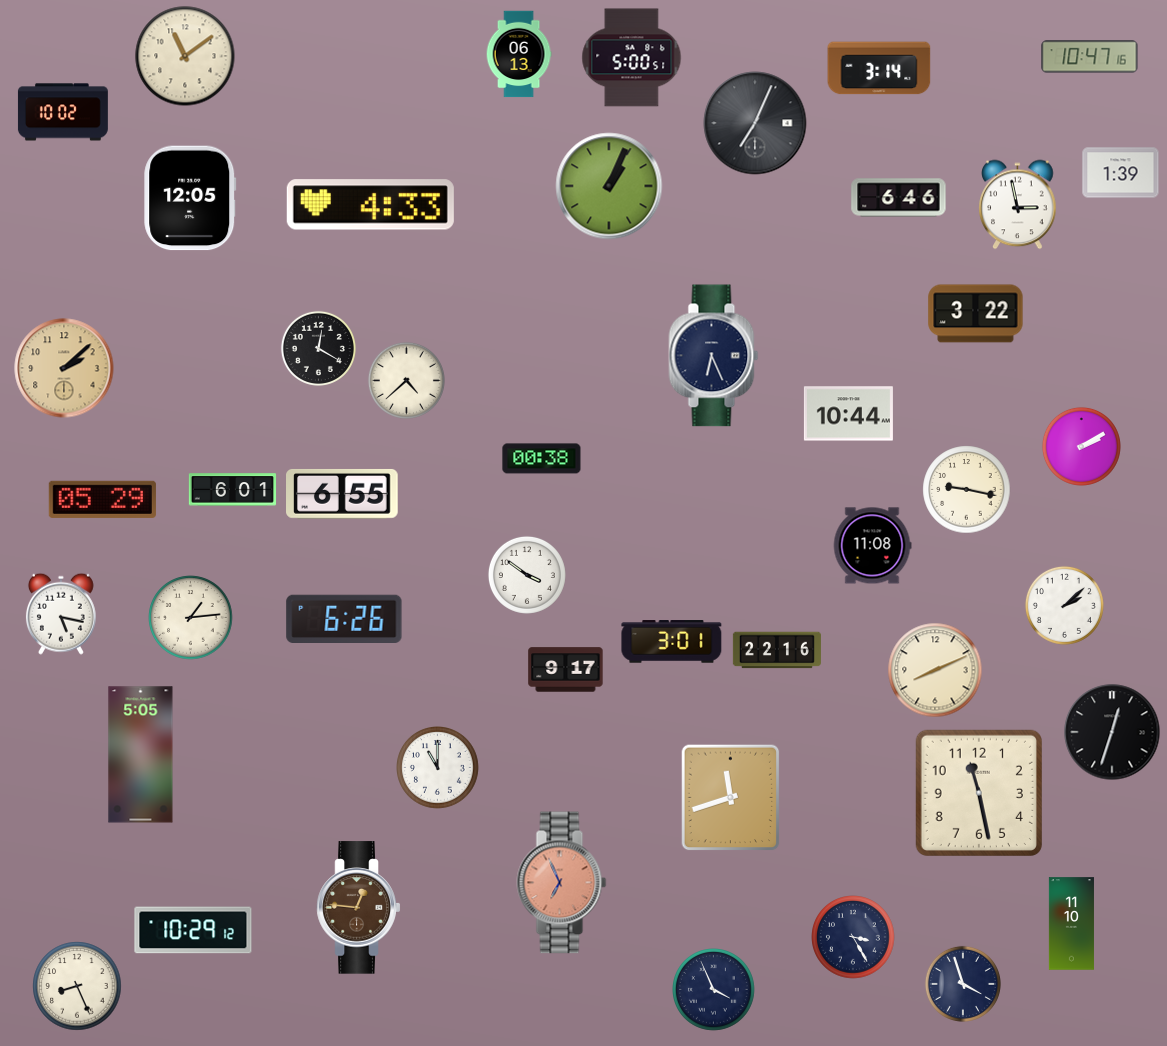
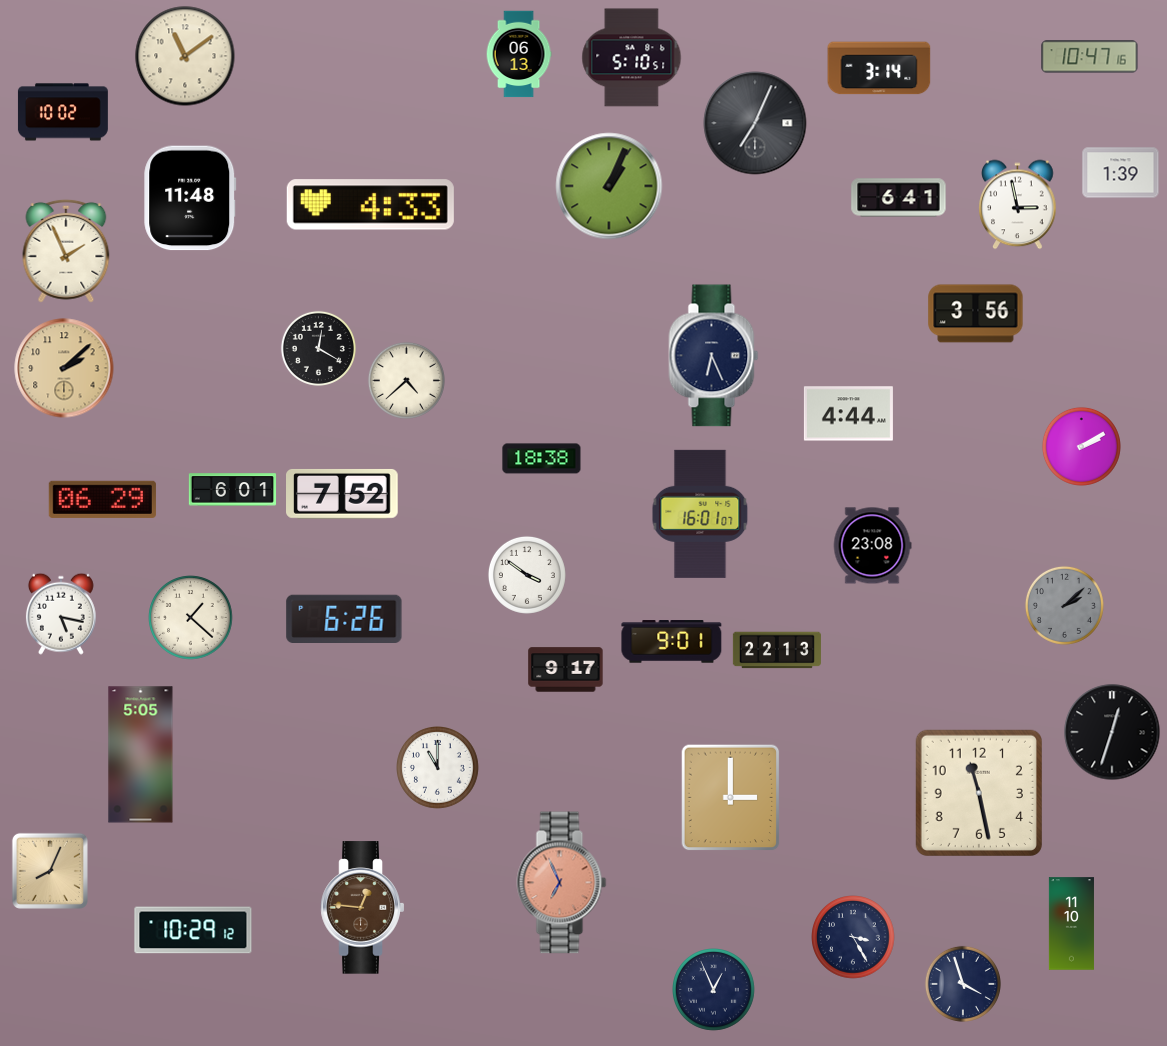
clock at (632, 58): 5:00 -> 5:10
clock at (190, 198): 12:05 -> 11:48
clock at (899, 198): 6:46 -> 6:41
clock at (66, 251): none -> 1:56
clock at (976, 314): 3:22 -> 3:56
clock at (848, 414): 10:44 -> 4:44
clock at (542, 459): 00:38 -> 18:38
clock at (967, 490): 9:17 -> none
clock at (342, 494): 6:55 -> 7:52
clock at (102, 499): 05:29 -> 06:29
clock at (700, 514): none -> 16:01
clock at (872, 546): 11:08 -> 23:08
clock at (1064, 605) dial: white -> grey
clock at (191, 618): 1:14 -> 1:22
clock at (672, 642): 3:01 -> 9:01
clock at (777, 650): 22:16 -> 22:13
clock at (935, 670): 8:11 -> none
clock at (731, 798): 11:42 -> 3:00
clock at (50, 871): none -> 8:04
clock at (359, 908) position: (359, 908) -> (363, 908)
clock at (77, 986): 8:26 -> none
clock at (714, 990): 3:56 -> 12:56
